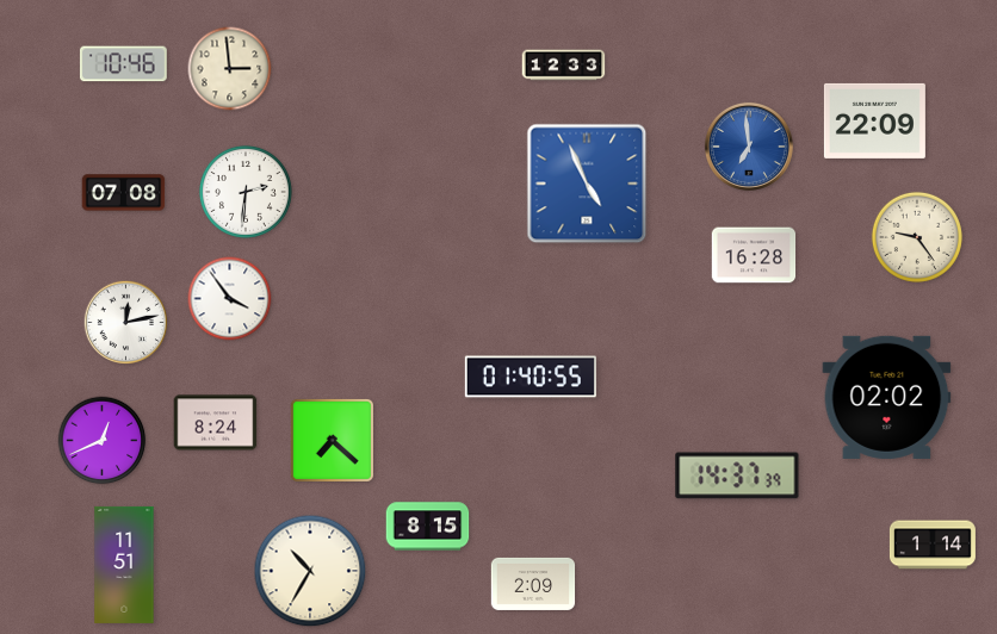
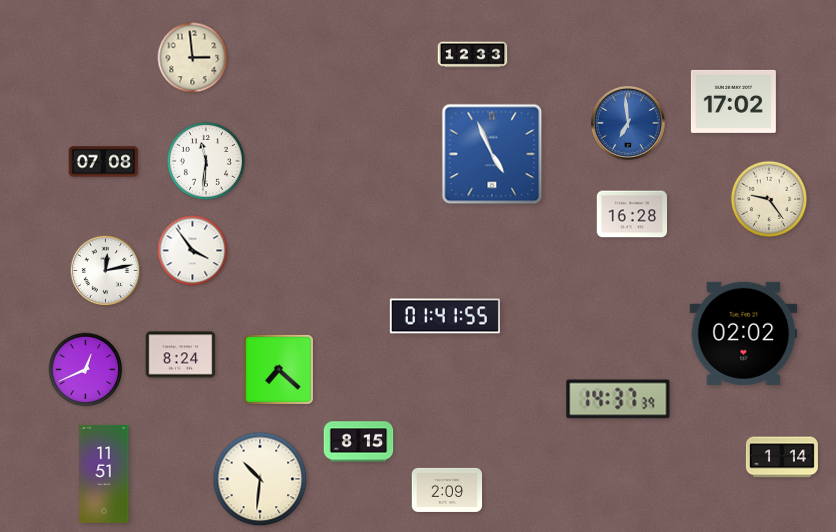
clock at (123, 64): 10:46 -> none
clock at (874, 120): 22:09 -> 17:02
clock at (246, 192): 2:31 -> 11:31
clock at (531, 377): 01:40 -> 01:41
clock at (310, 571): 10:35 -> 10:31
